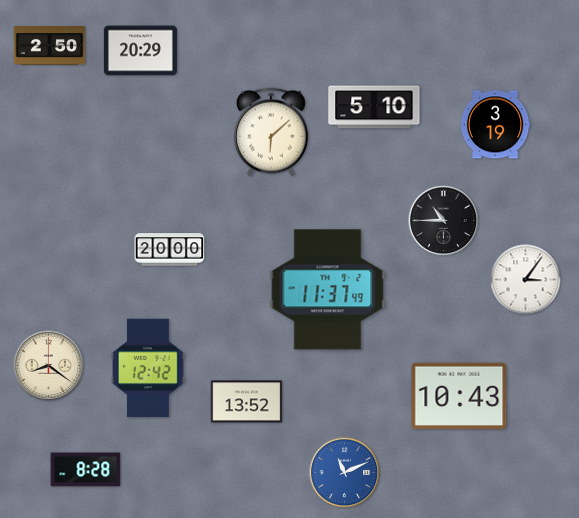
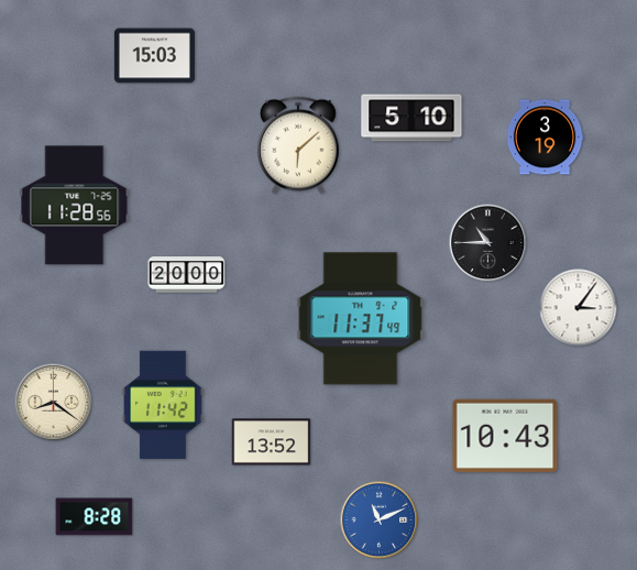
clock at (50, 46): 2:50 -> none
clock at (140, 51): 20:29 -> 15:03
clock at (75, 206): none -> 11:28
clock at (149, 368): 12:42 -> 11:42
